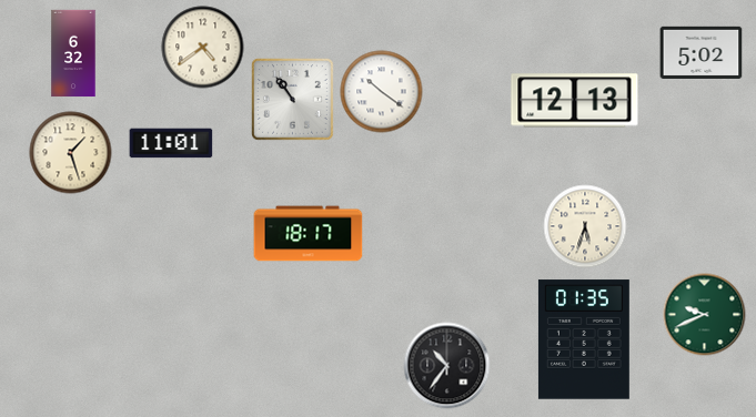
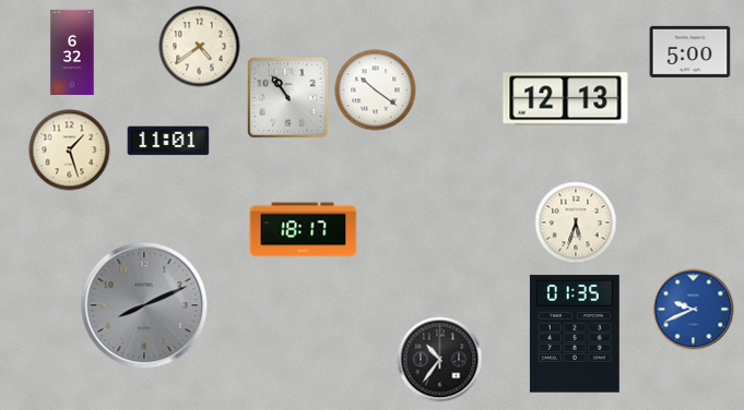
clock at (702, 52): 5:02 -> 5:00
clock at (144, 305): none -> 8:11
clock at (705, 315) dial: green -> blue
